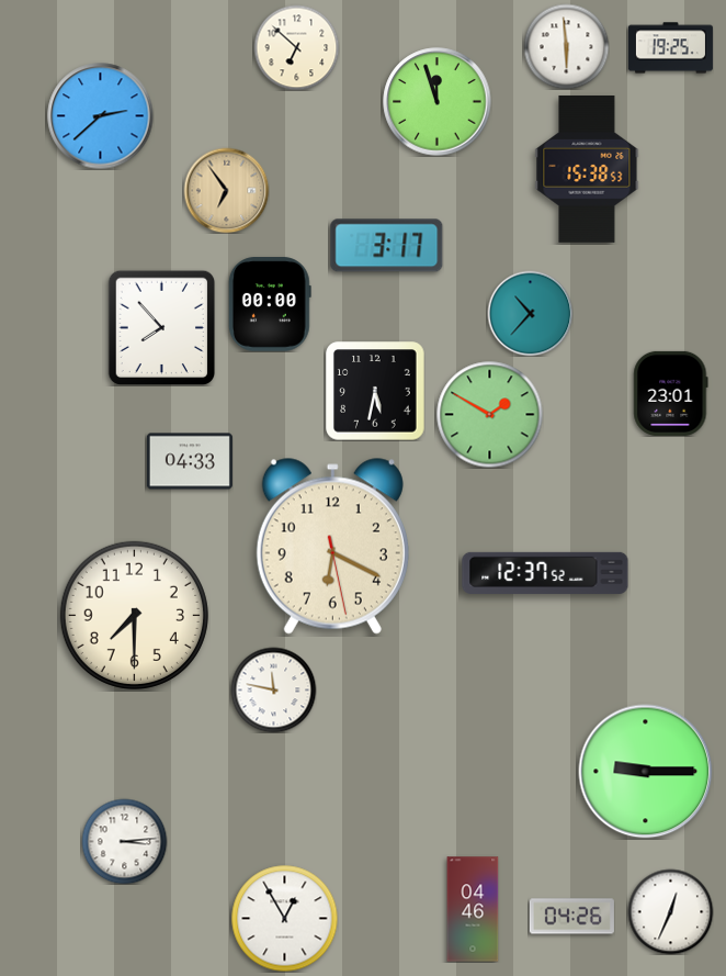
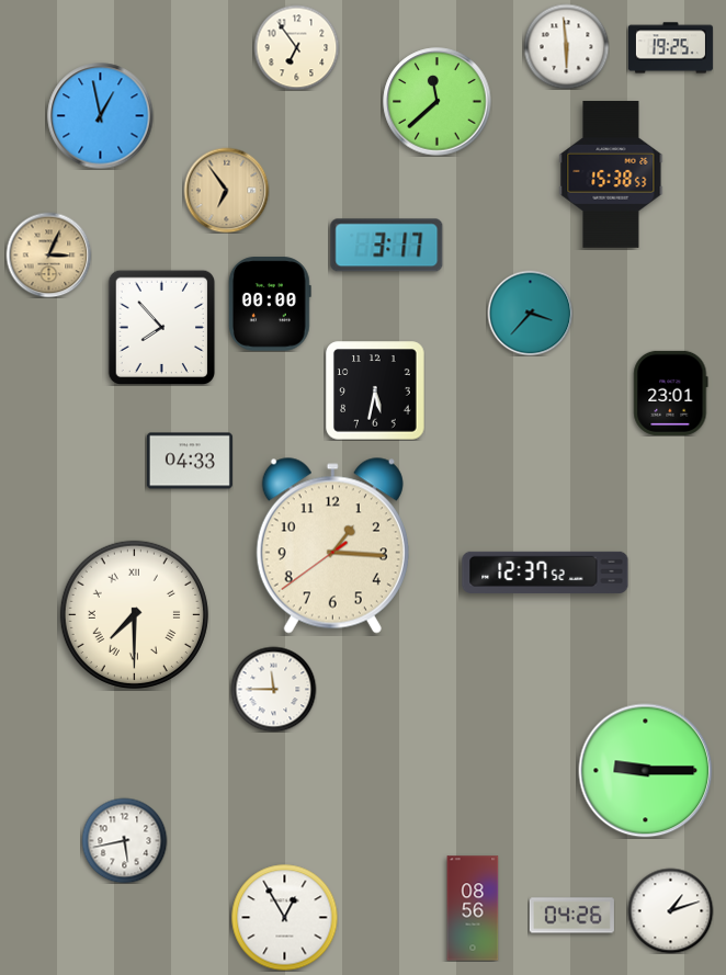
clock at (296, 47): 6:52 -> 6:54
clock at (438, 102): 11:57 -> 11:38
clock at (101, 116): 2:38 -> 12:58
clock at (587, 169) position: (587, 169) -> (611, 174)
clock at (48, 254): none -> 3:04
clock at (530, 313): 10:37 -> 3:37
clock at (489, 414): 1:50 -> none
clock at (332, 547): 6:19 -> 1:15
clock at (134, 615) numerals: Arabic -> Roman
clock at (273, 689): 11:47 -> 11:45
clock at (124, 841): 3:14 -> 5:43
clock at (473, 909): 04:46 -> 08:56
clock at (670, 911): 12:34 -> 1:12
